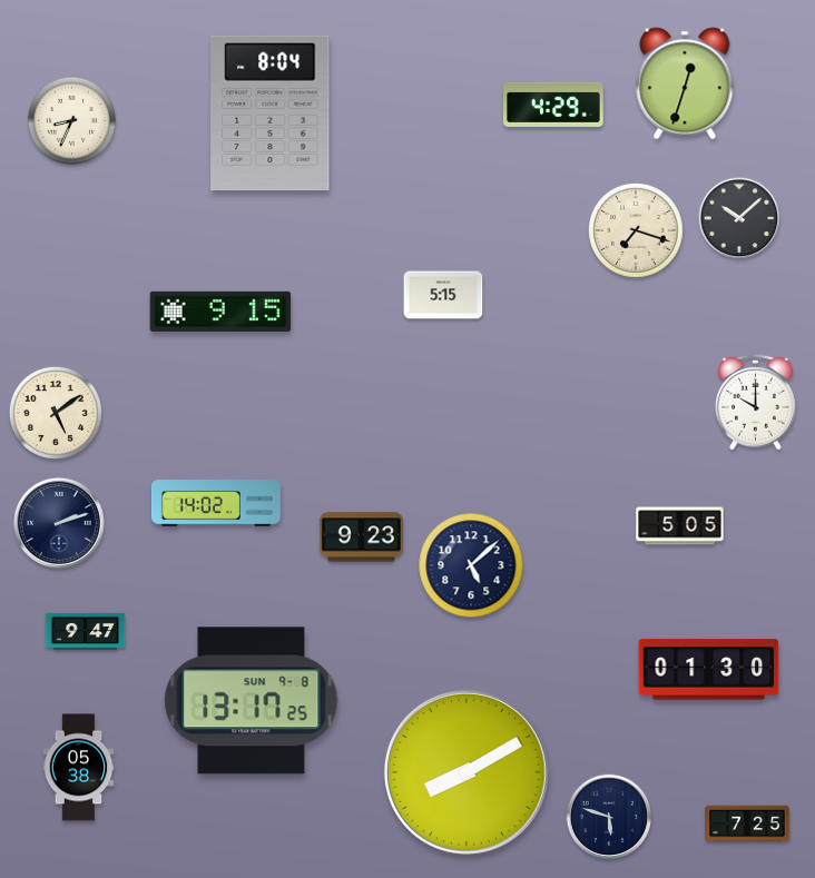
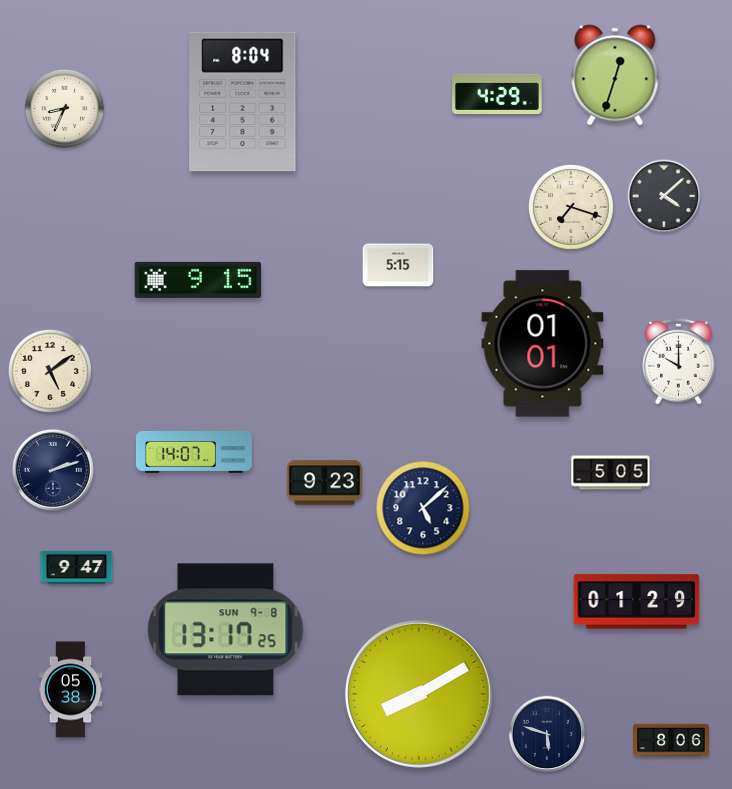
clock at (739, 218): 10:08 -> 4:08
clock at (543, 344): none -> 01:01
clock at (216, 504): 14:02 -> 14:07
clock at (709, 670): 01:30 -> 01:29
clock at (748, 823): 7:25 -> 8:06
